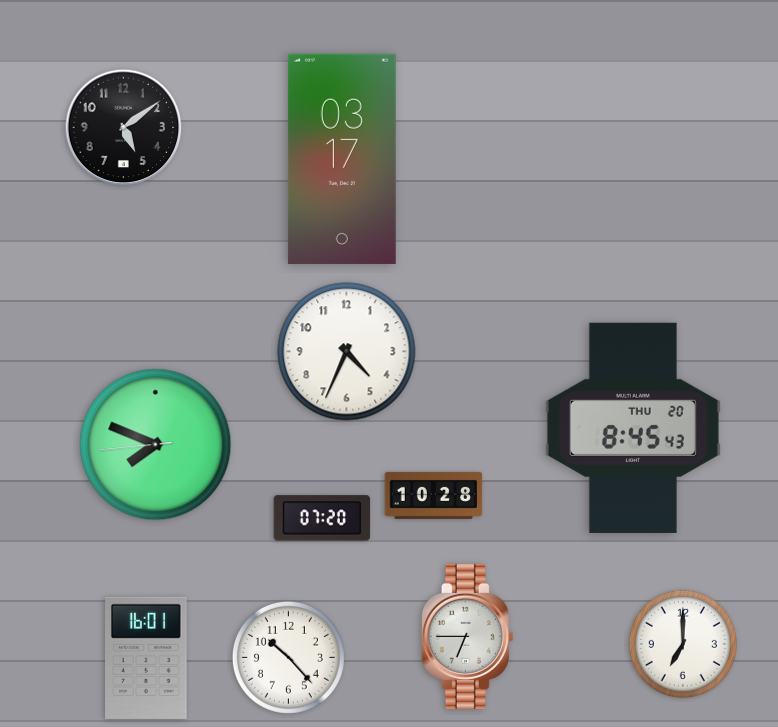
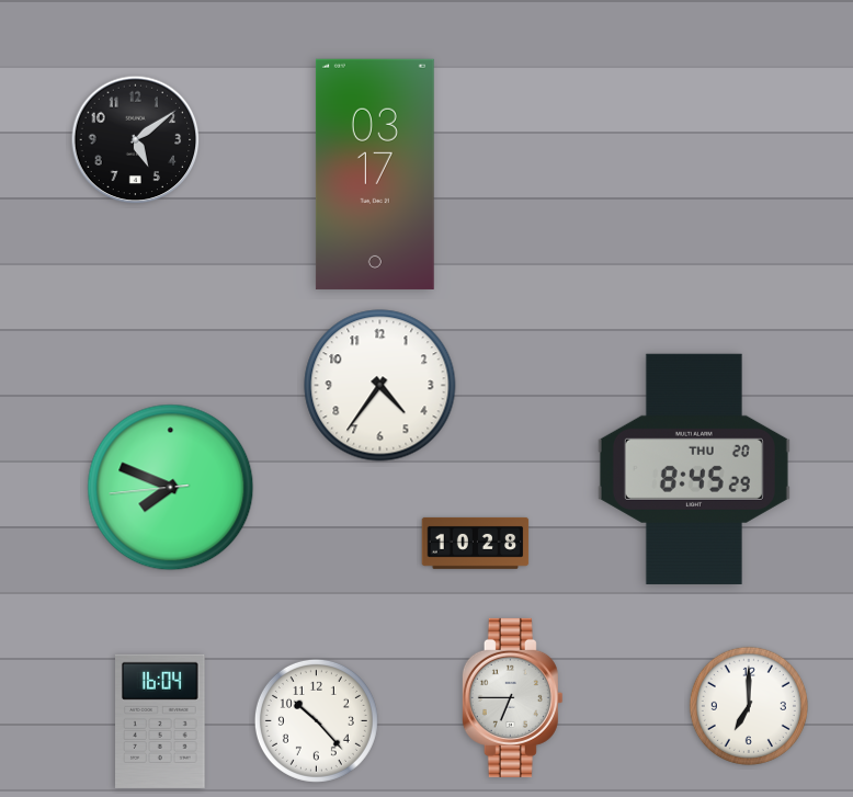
clock at (347, 352): 4:34 -> 4:36
clock at (633, 428): 8:45:43 -> 8:45:29
clock at (322, 518): 07:20 -> none
clock at (147, 658): 16:01 -> 16:04
